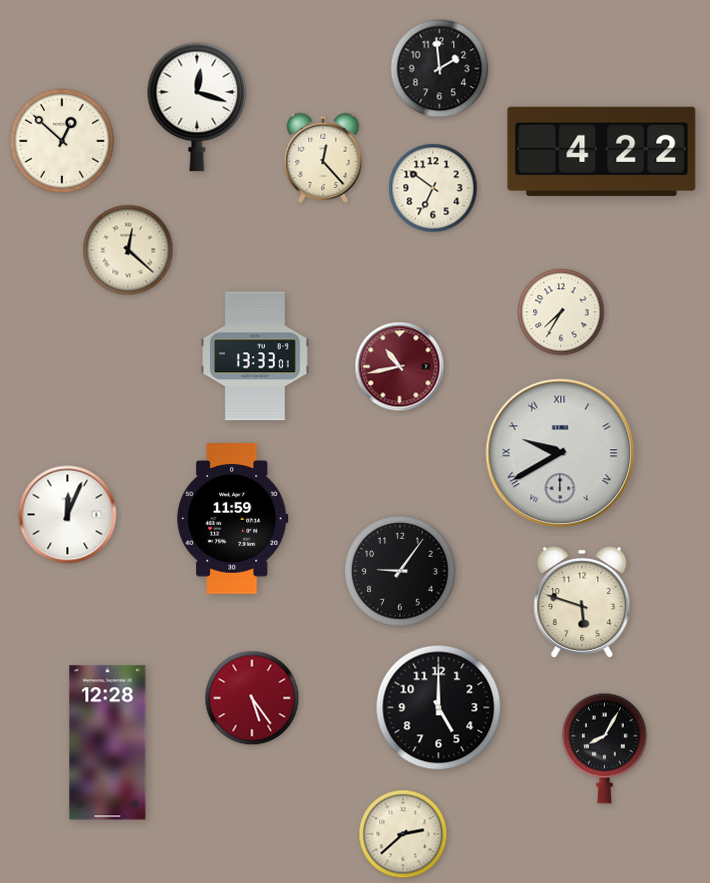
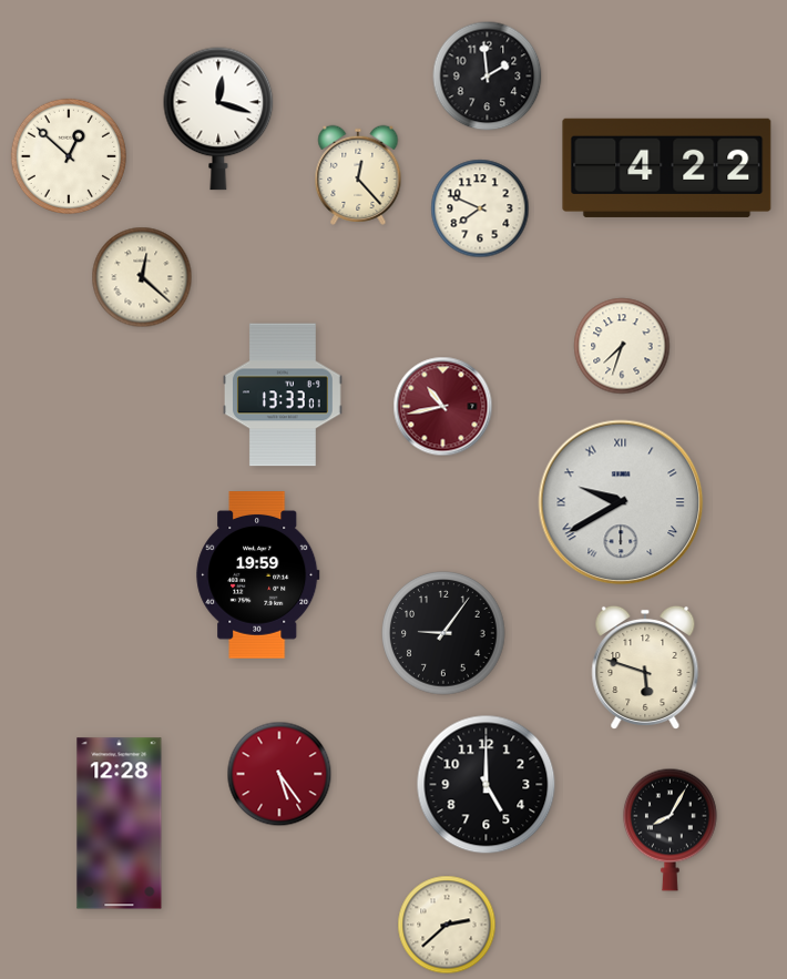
clock at (433, 188): 6:51 -> 7:49
clock at (561, 312): 7:35 -> 7:33
clock at (68, 515): 12:04 -> none
clock at (233, 519): 11:59 -> 19:59
